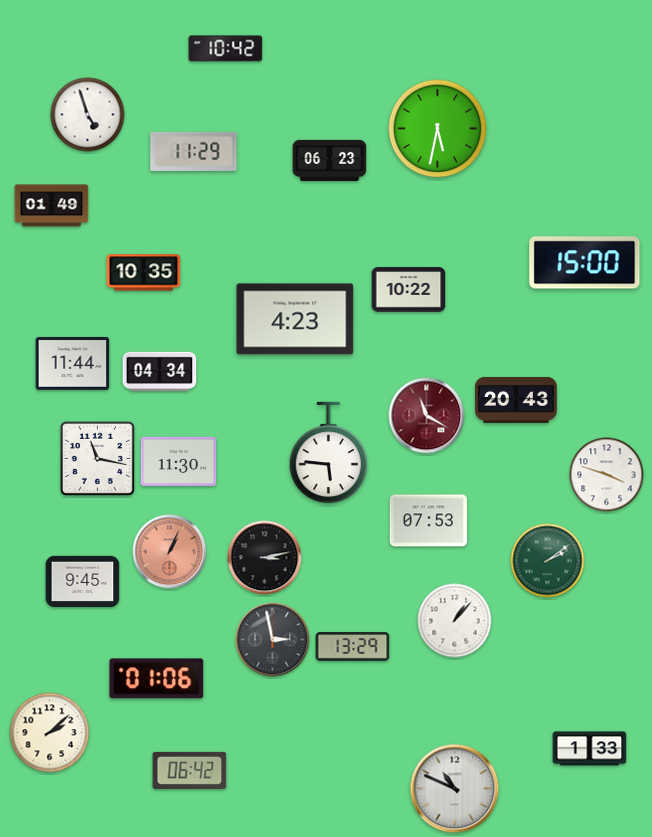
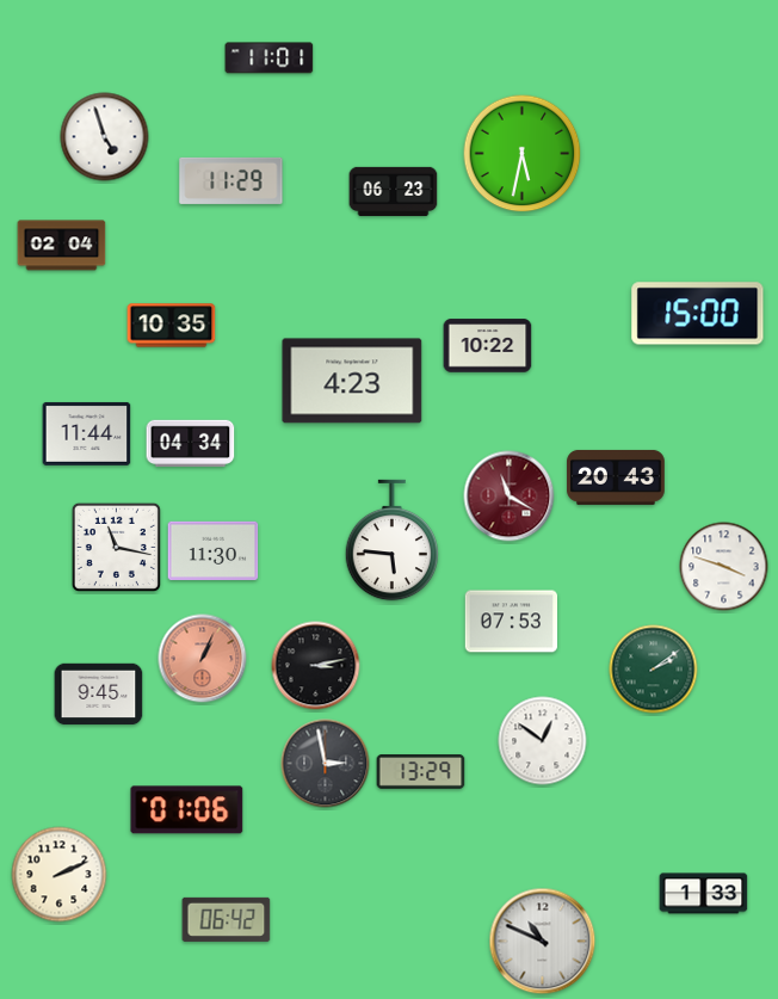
clock at (226, 49): 10:42 -> 11:01
clock at (52, 206): 01:49 -> 02:04
clock at (455, 621): 1:07 -> 12:51
clock at (50, 733): 2:08 -> 2:11
